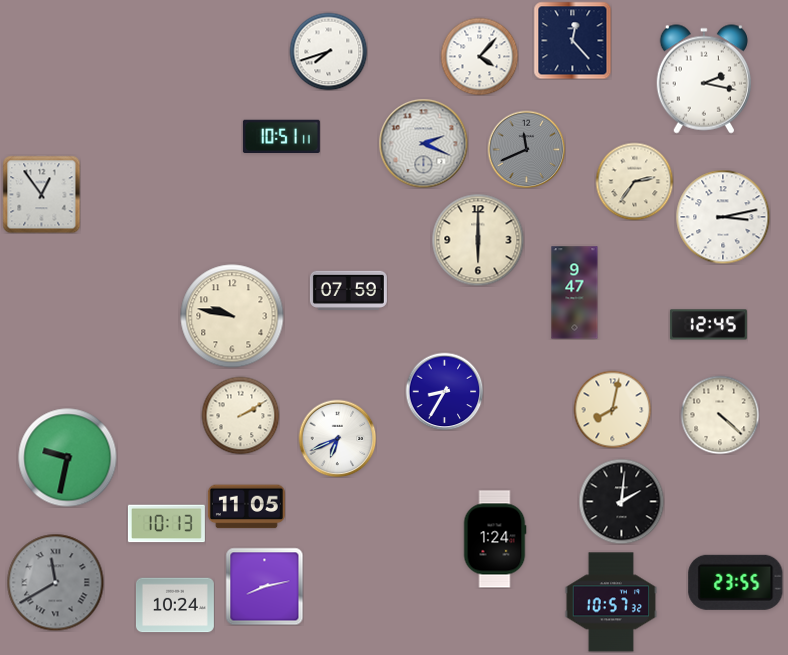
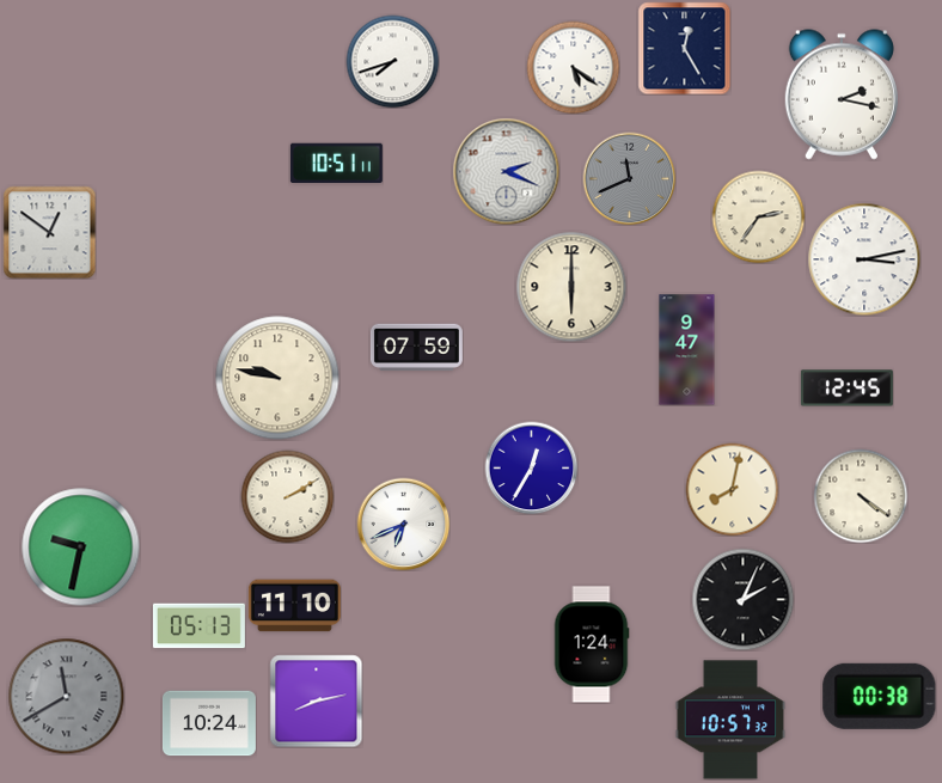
clock at (572, 40): 12:23 -> 12:25
clock at (479, 56): 4:07 -> 5:21
clock at (41, 194): 12:54 -> 12:51
clock at (444, 391): 8:35 -> 12:35
clock at (720, 415): 4:22 -> 4:21
clock at (621, 501): 2:01 -> 2:04
clock at (246, 507): 11:05 -> 11:10
clock at (166, 524): 10:13 -> 05:13
clock at (736, 582): 23:55 -> 00:38
